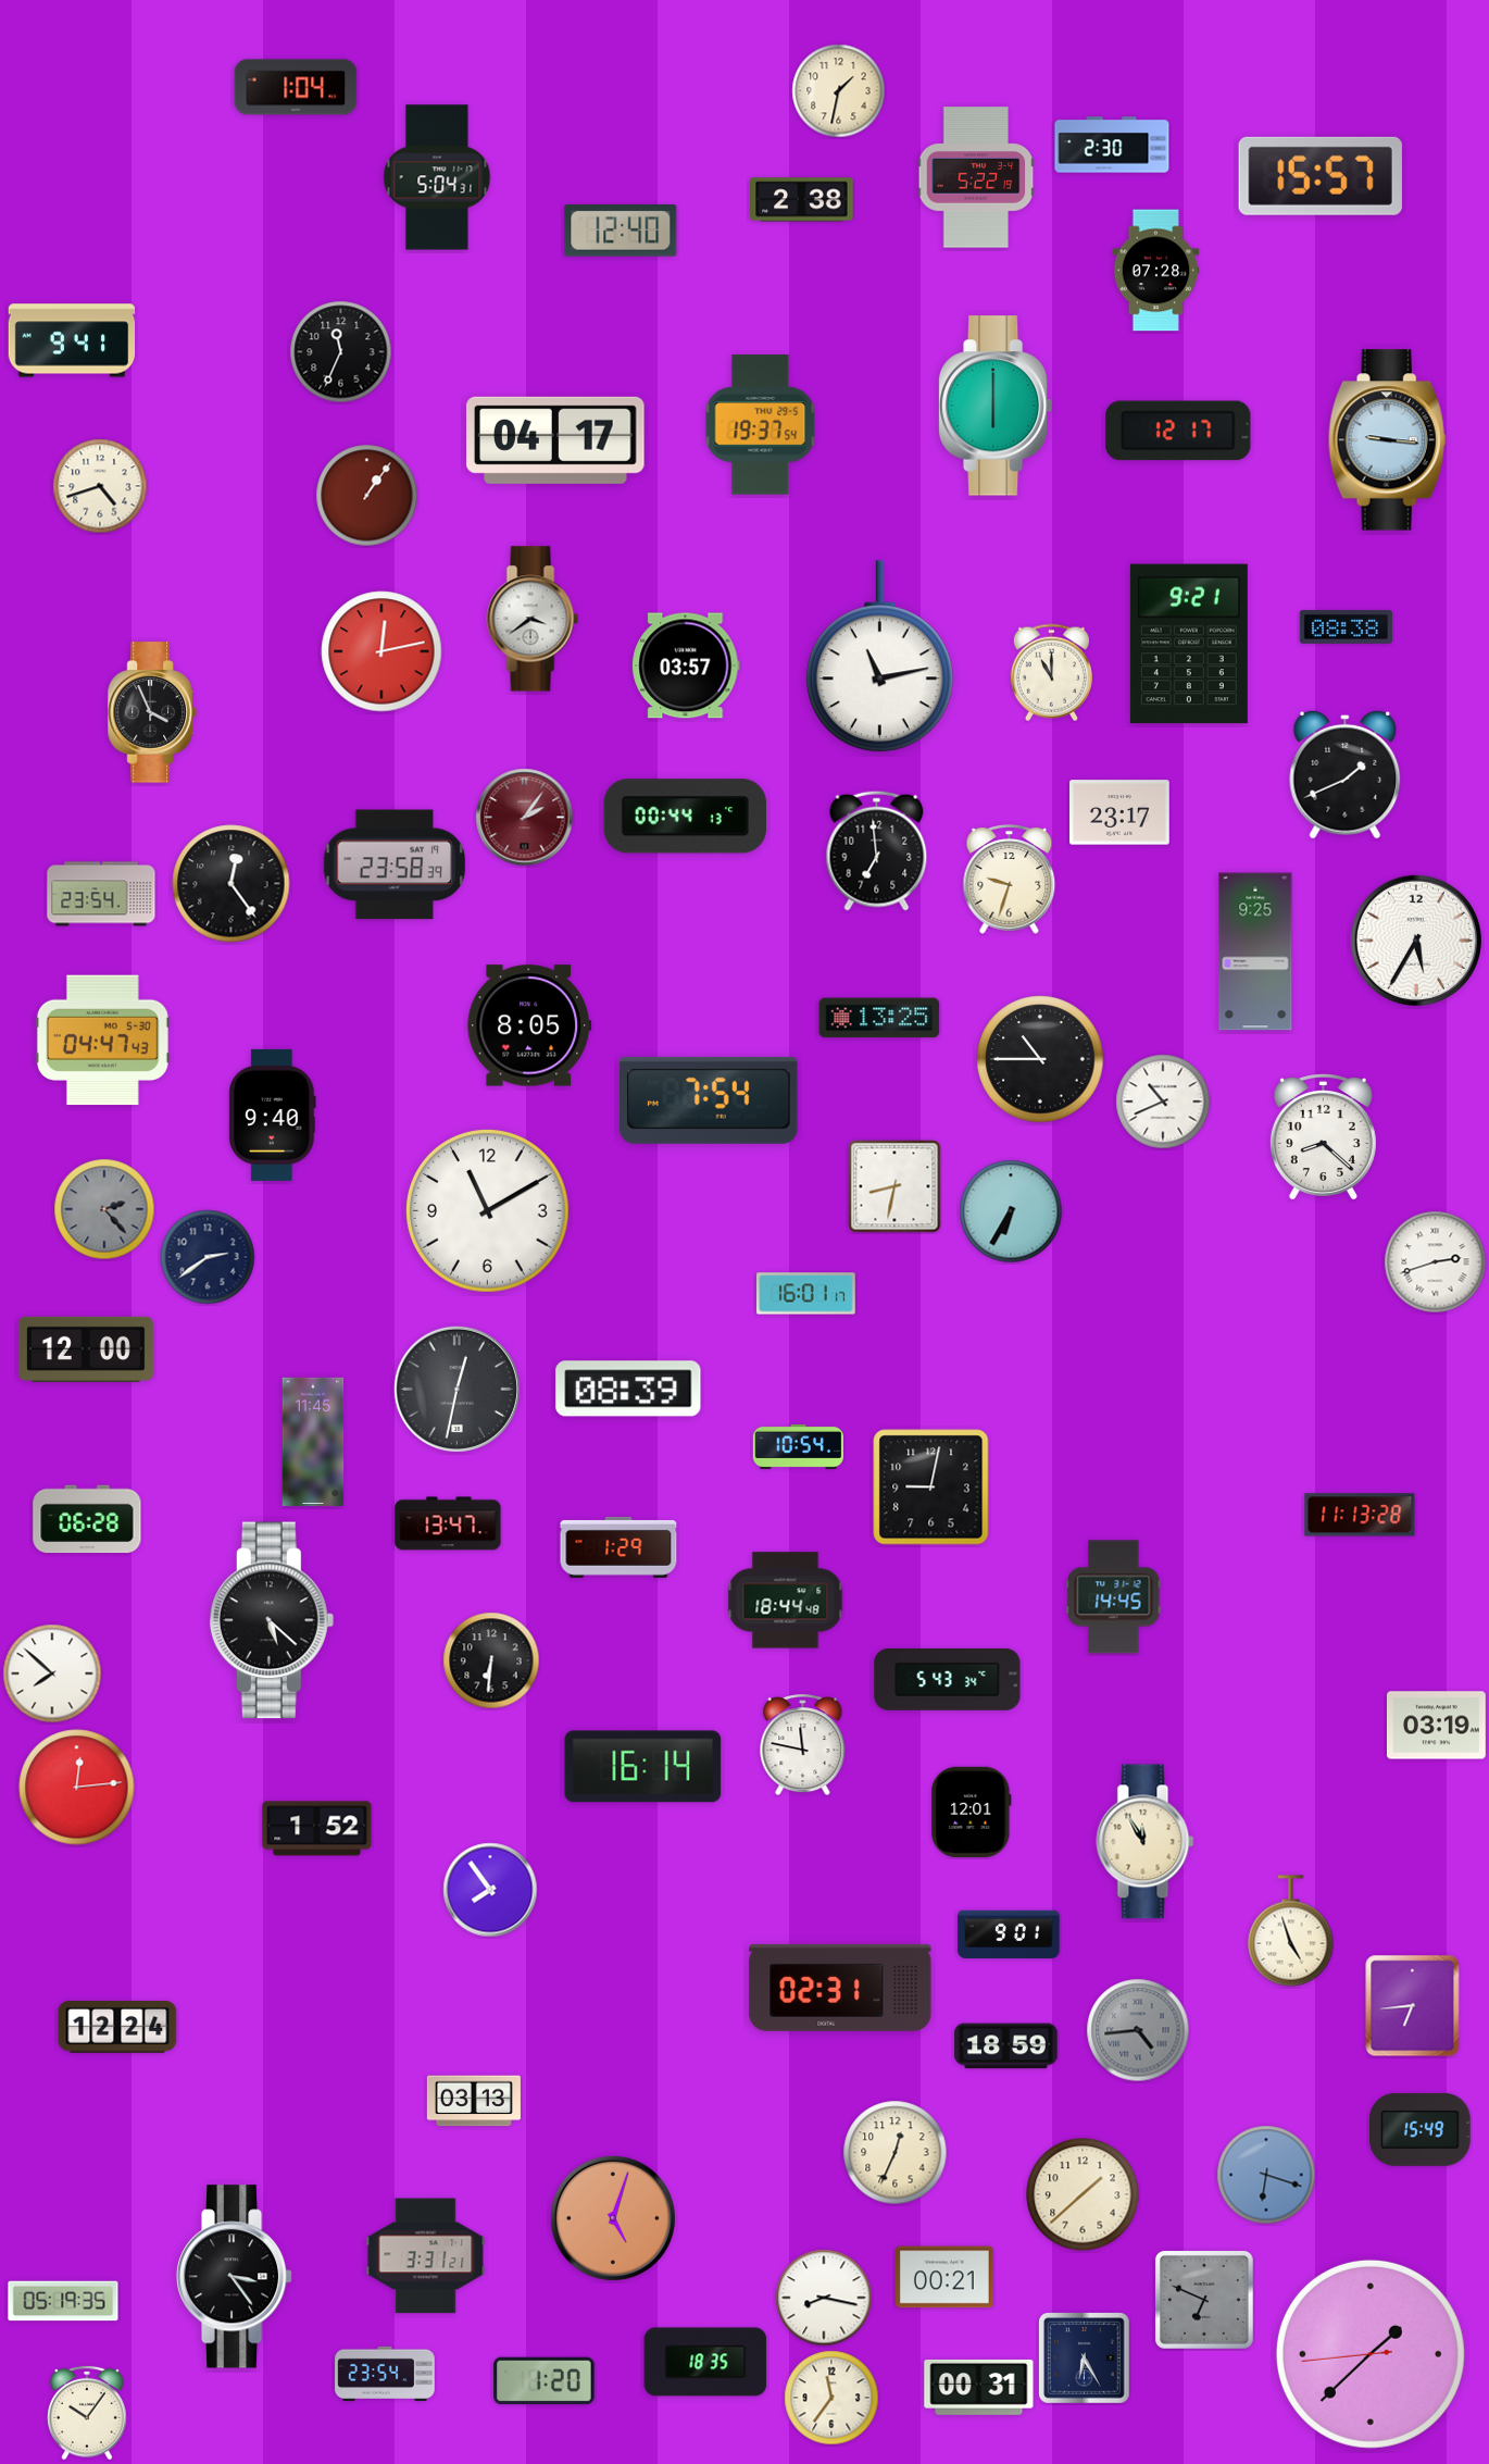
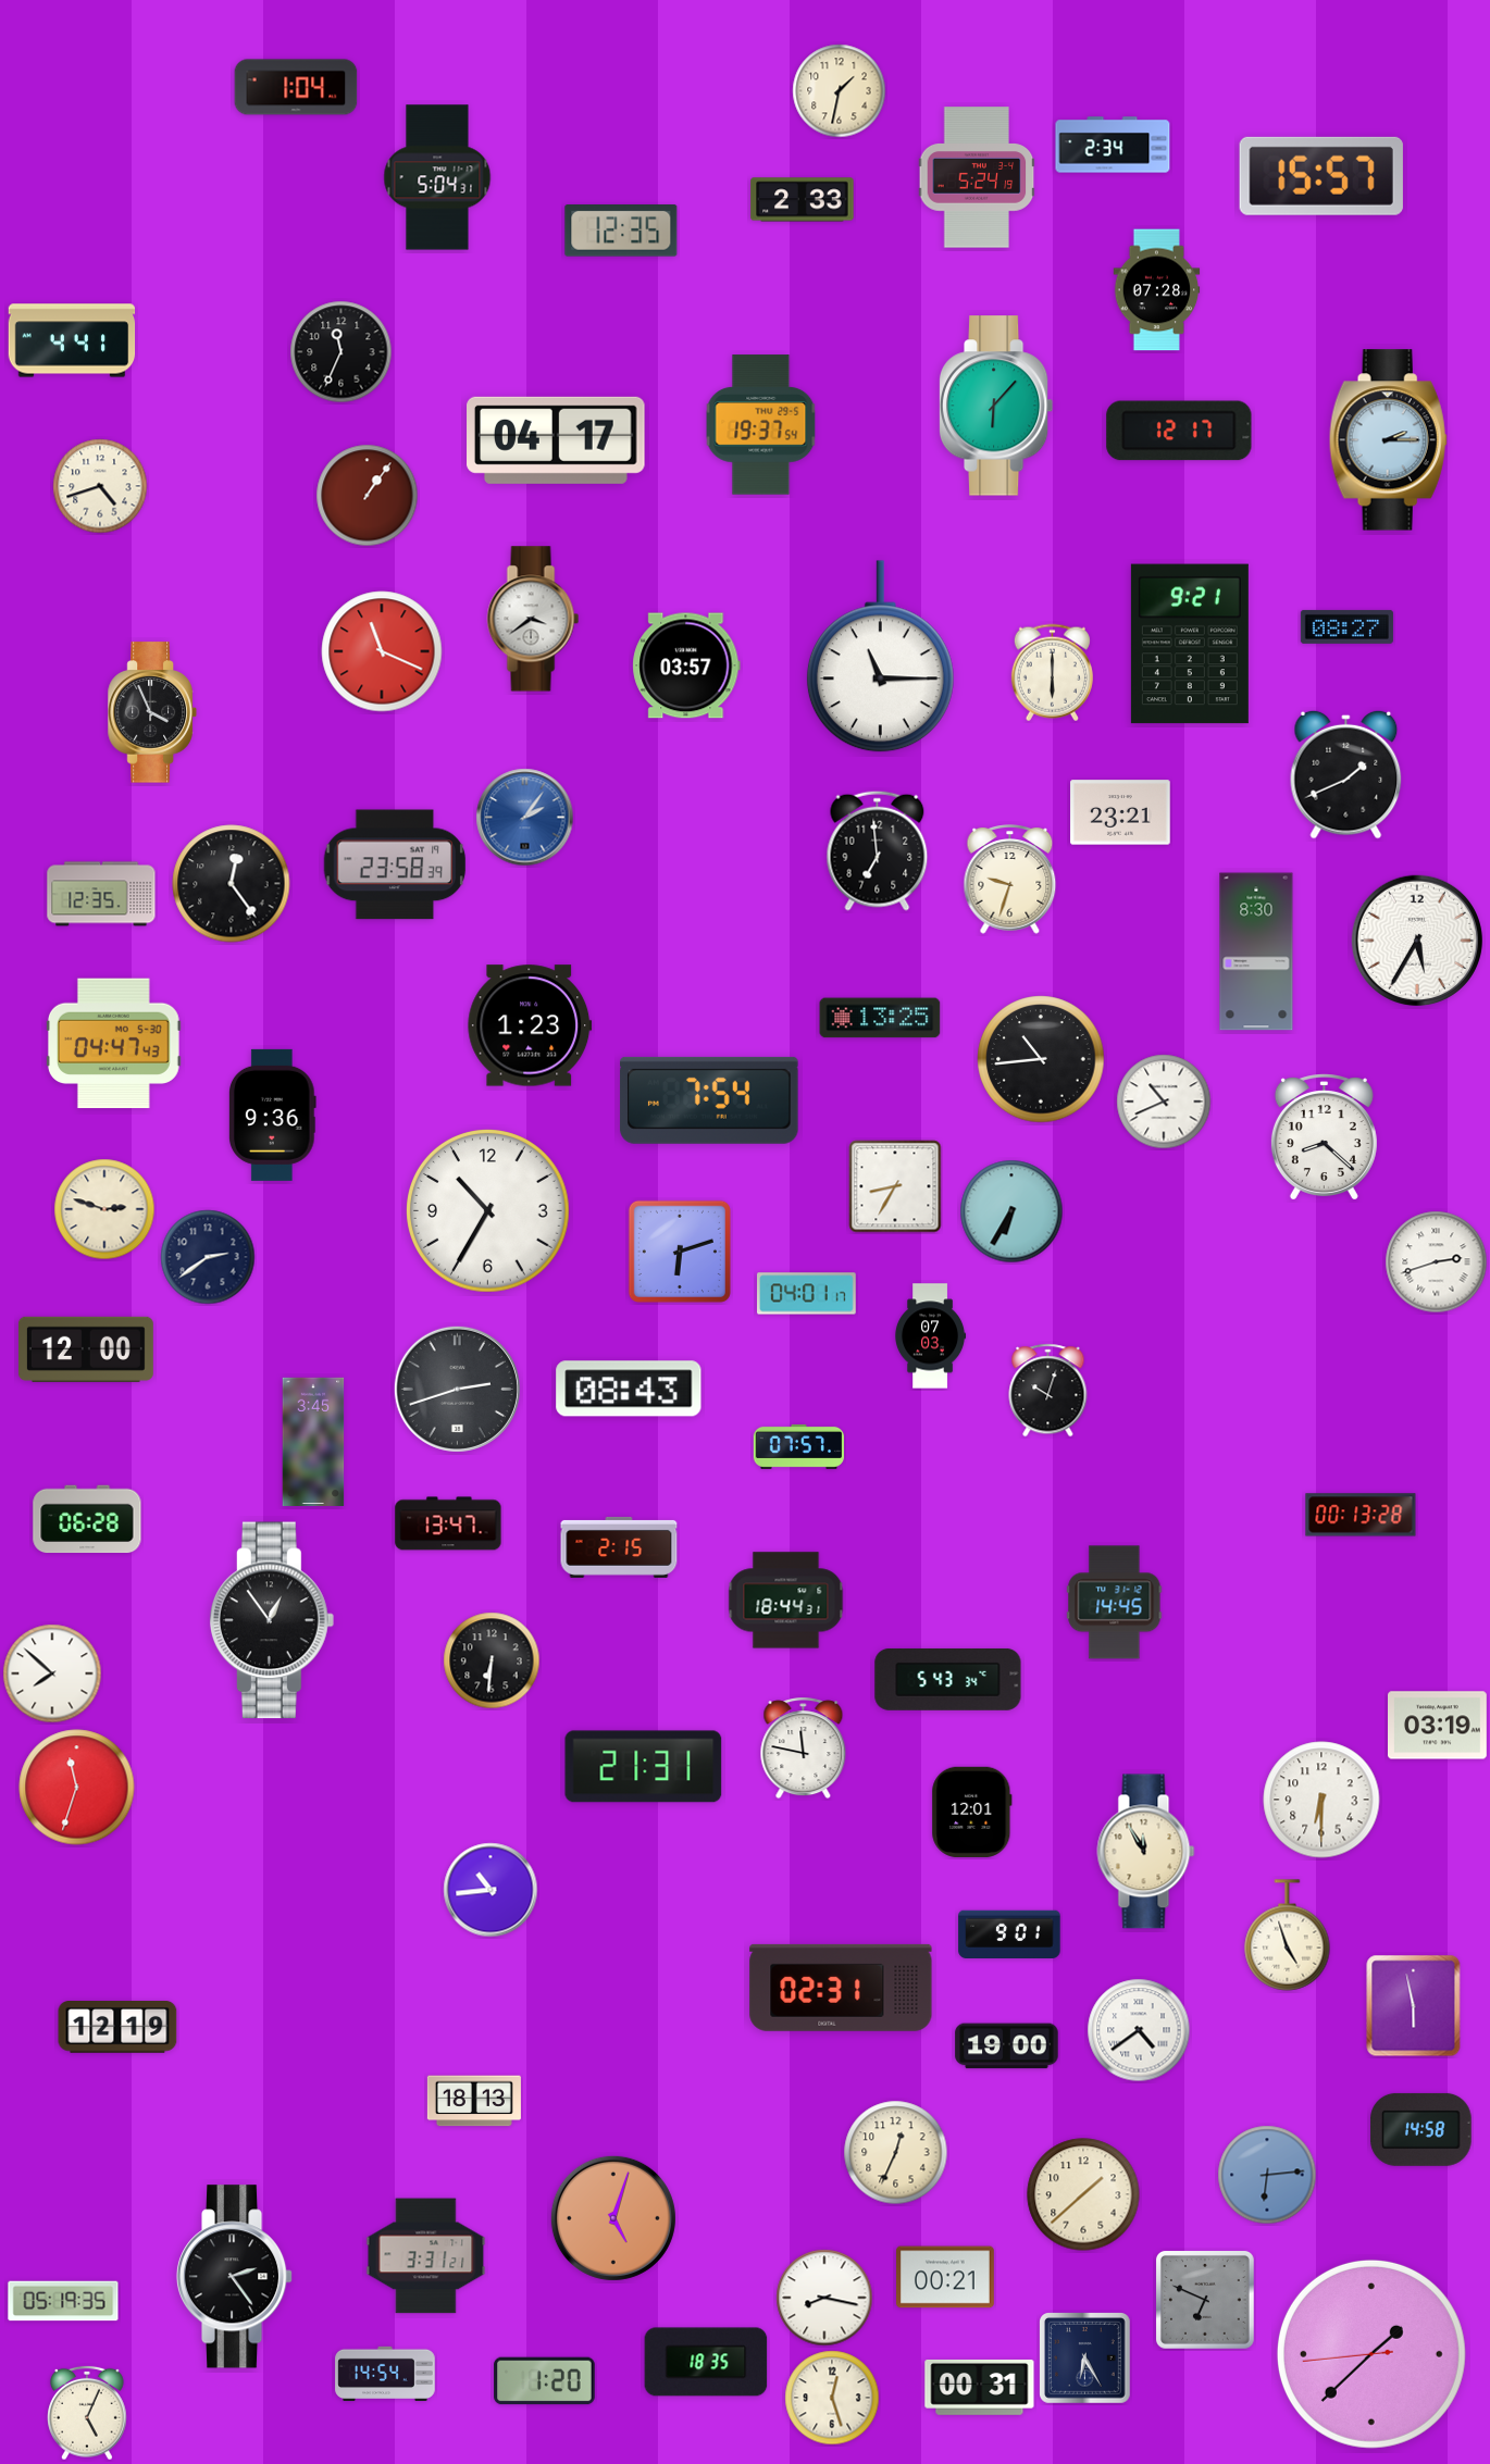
clock at (1112, 145): 2:30 -> 2:34
clock at (976, 177): 5:22 -> 5:24
clock at (802, 200): 2:38 -> 2:33
clock at (621, 232): 12:40 -> 12:35
clock at (1156, 271) position: (1156, 271) -> (1157, 290)
clock at (72, 340): 9:41 -> 4:41
clock at (996, 406): 6:00 -> 6:07
clock at (1387, 440): 9:16 -> 2:15
clock at (1346, 626): 08:38 -> 08:27
clock at (381, 651): 12:13 -> 11:19
clock at (879, 657): 11:13 -> 11:15
clock at (1051, 673): 11:00 -> 6:00
clock at (1119, 812): 23:17 -> 23:21
clock at (685, 817): 00:44 -> none
clock at (525, 818) dial: burgundy -> blue
clock at (101, 894): 23:54 -> 12:35
clock at (1255, 951): 9:25 -> 8:30
clock at (529, 1025): 8:05 -> 1:23
clock at (102, 1041) position: (102, 1041) -> (113, 1044)
clock at (1040, 1059): 10:45 -> 10:44
clock at (272, 1115): 9:40 -> 9:36
clock at (894, 1186): 8:32 -> 8:35
clock at (104, 1209): 2:23 -> 2:48
clock at (104, 1209) dial: grey -> cream
clock at (488, 1211): 11:10 -> 10:35
clock at (680, 1252): none -> 6:12
clock at (806, 1294): 16:01 -> 04:01
clock at (931, 1336): none -> 07:03
clock at (456, 1389): 12:32 -> 2:42
clock at (628, 1389): 08:39 -> 08:43
clock at (1048, 1391): none -> 10:03
clock at (313, 1441): 11:45 -> 3:45
clock at (798, 1446): 10:54 -> 07:57
clock at (931, 1488): 9:02 -> none
clock at (1360, 1515): 11:13 -> 00:13
clock at (618, 1547): 1:29 -> 2:15
clock at (1114, 1597) position: (1114, 1597) -> (1115, 1603)
clock at (786, 1601): 18:44:48 -> 18:44:31
clock at (272, 1620): 5:22 -> 12:54
clock at (803, 1745) position: (803, 1745) -> (804, 1749)
clock at (643, 1767): 16:14 -> 21:31
clock at (77, 1788): 12:14 -> 11:33
clock at (1321, 1800): none -> 6:30
clock at (317, 1829): 1:52 -> none
clock at (1146, 1842) position: (1146, 1842) -> (1146, 1852)
clock at (490, 1890): 7:54 -> 10:44
clock at (1291, 1931) position: (1291, 1931) -> (1288, 1936)
clock at (1413, 2006): 6:44 -> 5:58
clock at (117, 2028): 12:24 -> 12:19
clock at (1138, 2030): 4:44 -> 4:39
clock at (1138, 2030) dial: grey -> white
clock at (1006, 2046): 18:59 -> 19:00
clock at (474, 2101): 03:13 -> 18:13
clock at (1421, 2129): 15:49 -> 14:58
clock at (1266, 2175): 6:18 -> 6:14
clock at (235, 2277): 3:24 -> 2:24
clock at (385, 2373): 23:54 -> 14:54
clock at (831, 2398): 11:36 -> 12:27
clock at (87, 2413): 10:06 -> 5:04
